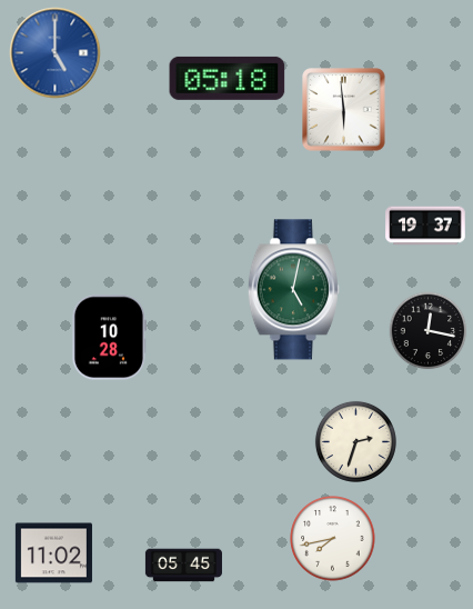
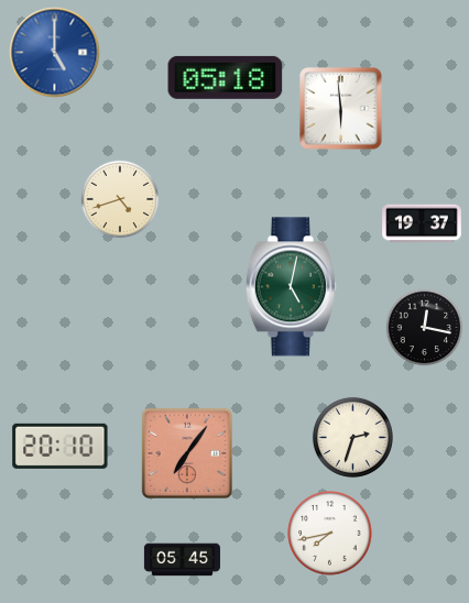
clock at (120, 199): none -> 4:42
clock at (109, 338): 10:28 -> none
clock at (61, 446): none -> 20:10
clock at (186, 452): none -> 7:06
clock at (53, 553): 11:02 -> none
